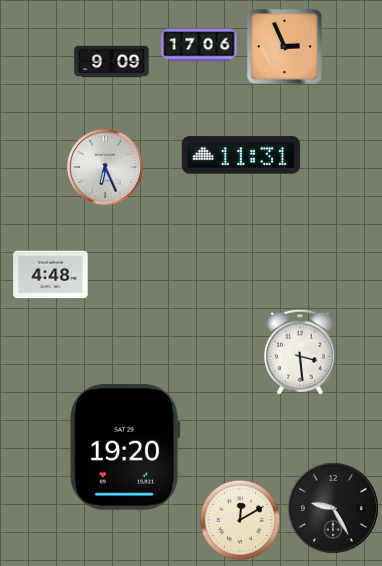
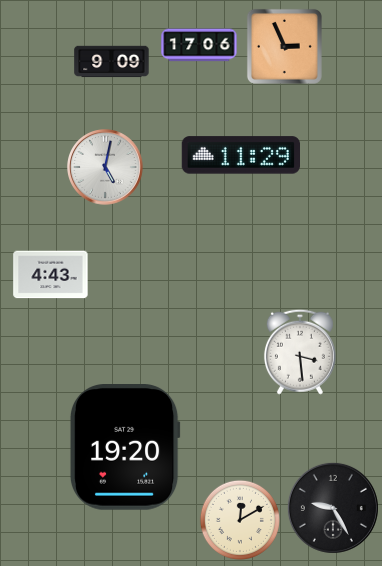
clock at (240, 155): 11:31 -> 11:29
clock at (106, 168): 6:26 -> 5:02
clock at (51, 275): 4:48 -> 4:43
